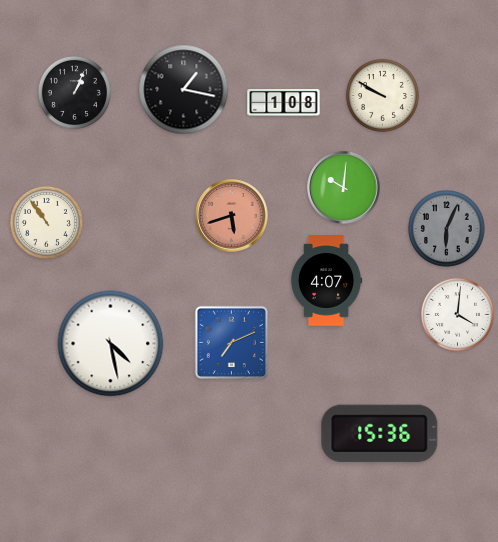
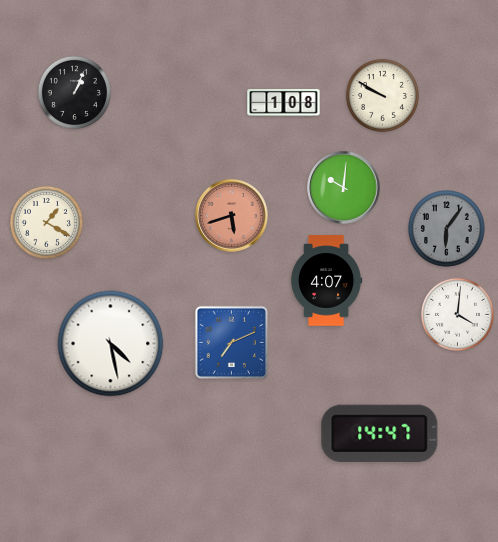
clock at (184, 90): 1:17 -> none
clock at (46, 222): 10:54 -> 1:20
clock at (447, 229): 6:04 -> 6:06
clock at (380, 433): 15:36 -> 14:47
